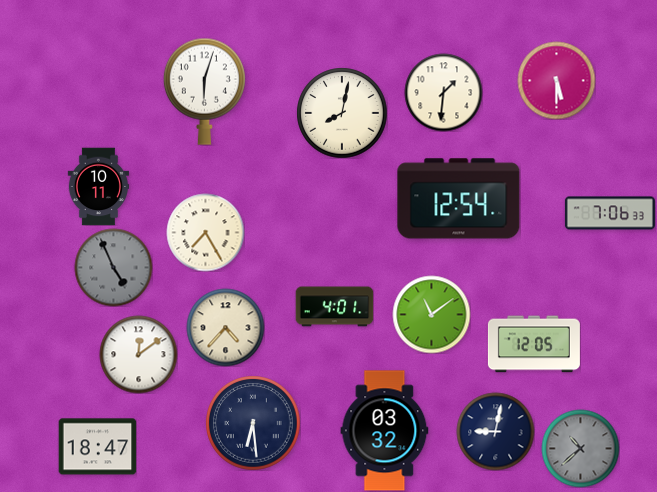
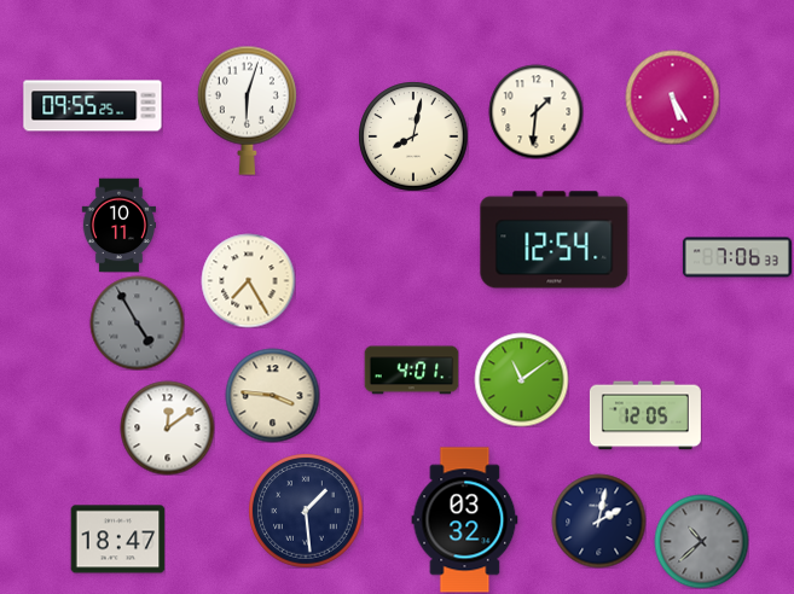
clock at (556, 80): 5:30 -> 5:25
clock at (93, 106): none -> 09:55
clock at (113, 267): 4:56 -> 4:55
clock at (334, 307) position: (334, 307) -> (411, 371)
clock at (225, 327): 4:37 -> 3:46
clock at (253, 423): 6:29 -> 1:29
clock at (495, 431): 9:02 -> 2:02
